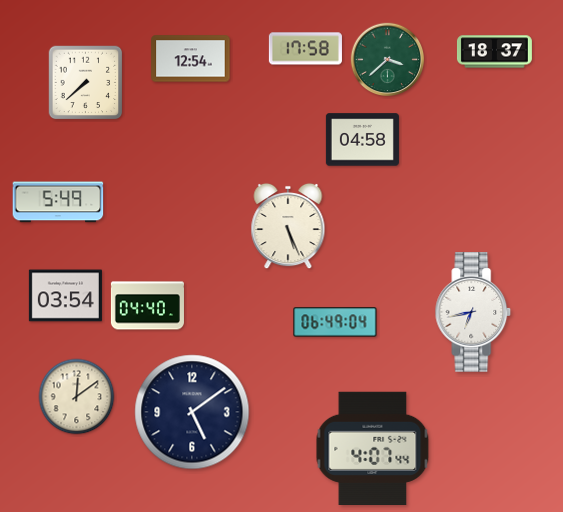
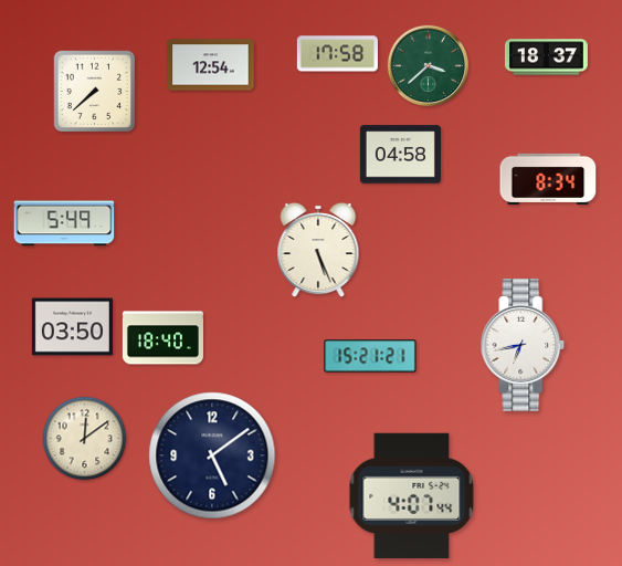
clock at (548, 179): none -> 8:34
clock at (65, 296): 03:54 -> 03:50
clock at (147, 306): 04:40 -> 18:40
clock at (335, 322): 06:49 -> 15:21
